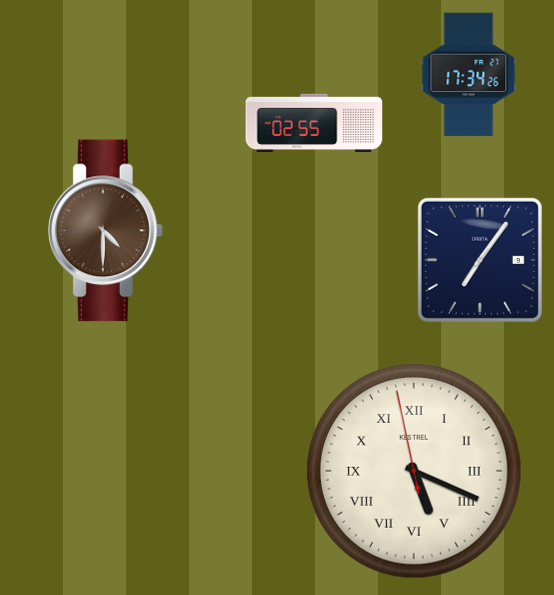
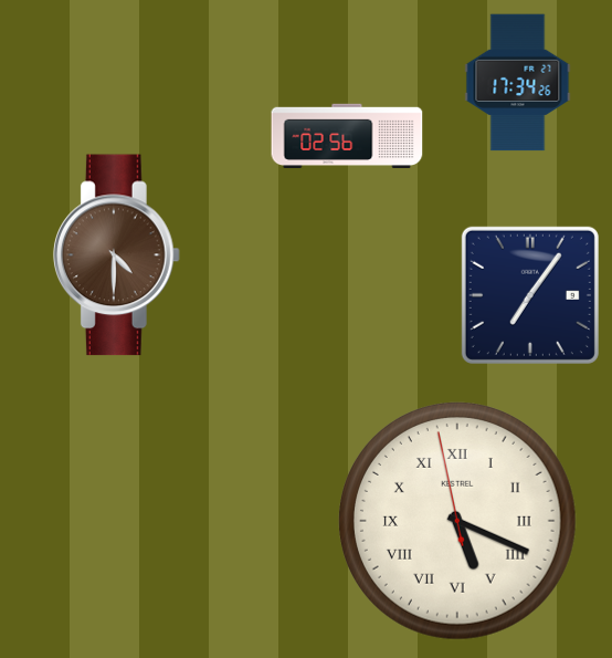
clock at (314, 123): 02:55 -> 02:56
clock at (480, 260) position: (480, 260) -> (530, 295)
